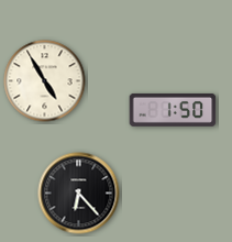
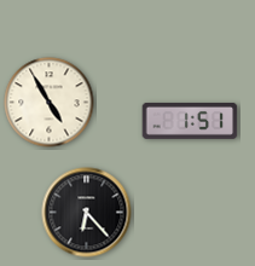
clock at (45, 81) position: (45, 81) -> (50, 103)
clock at (173, 110): 1:50 -> 1:51
